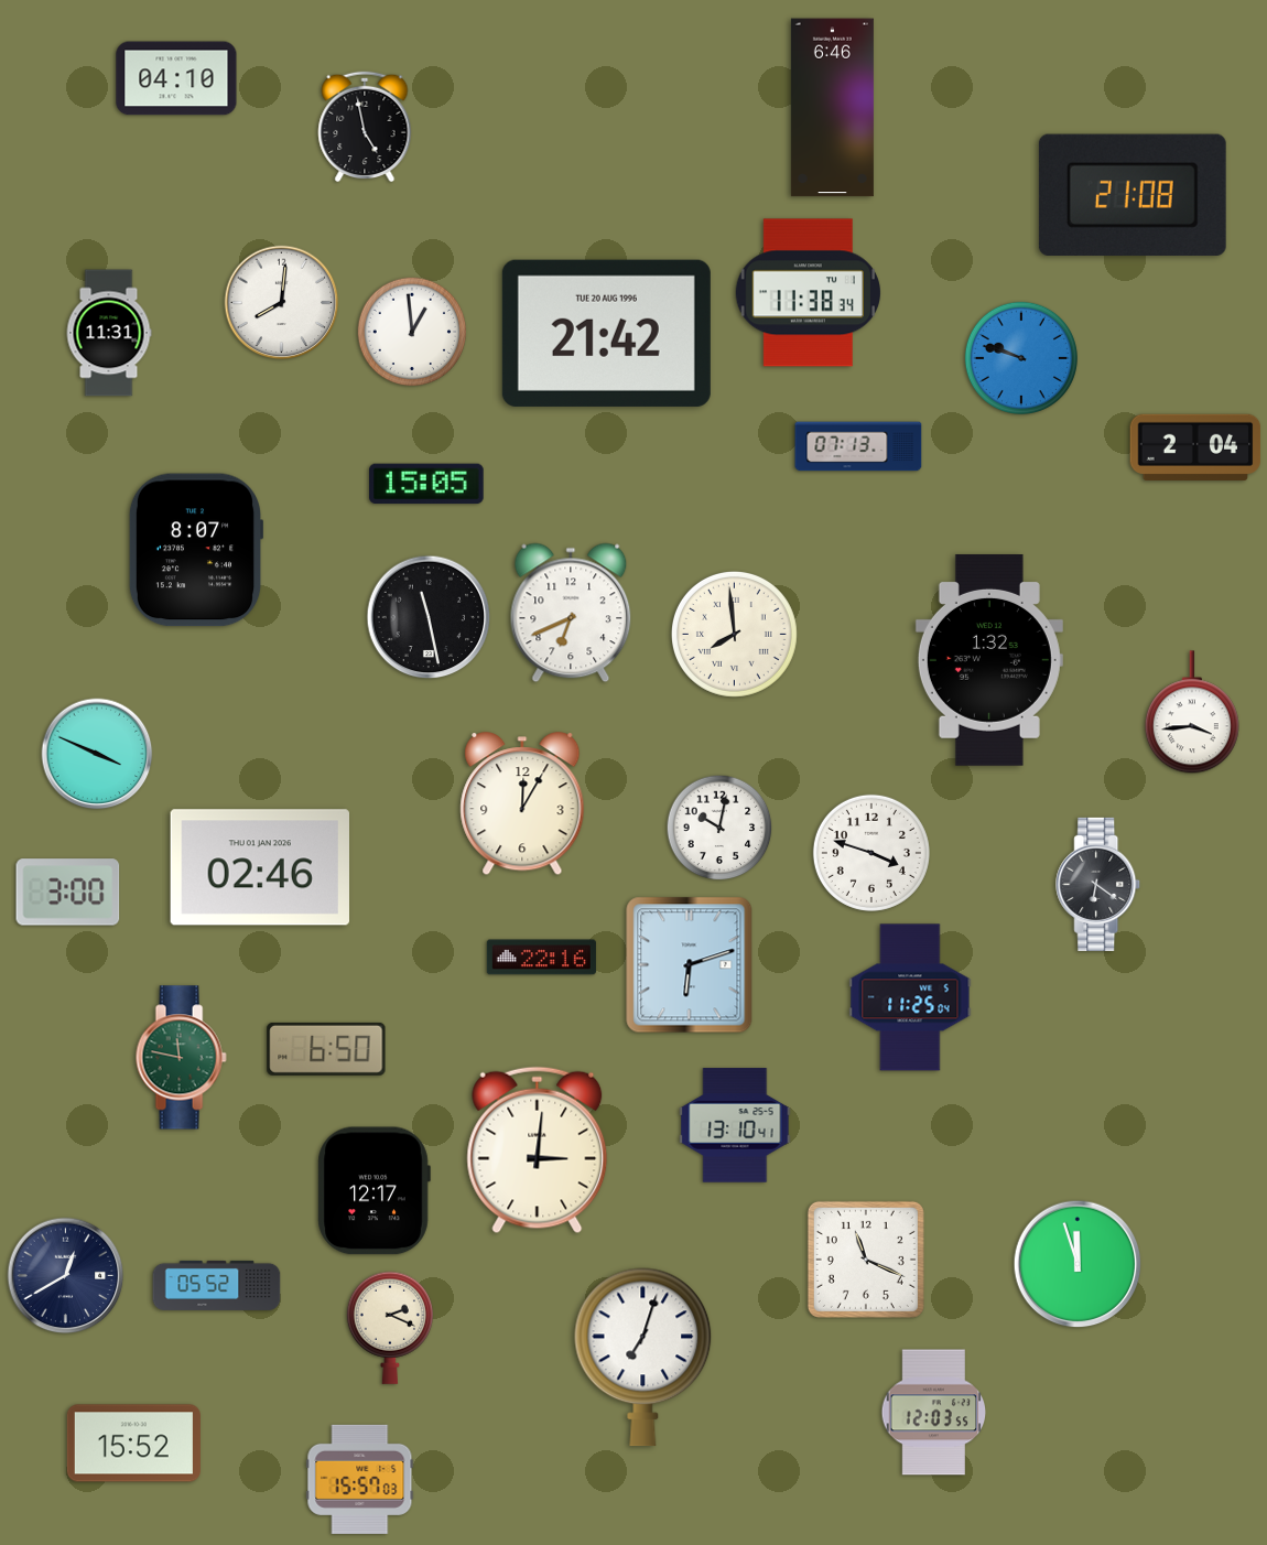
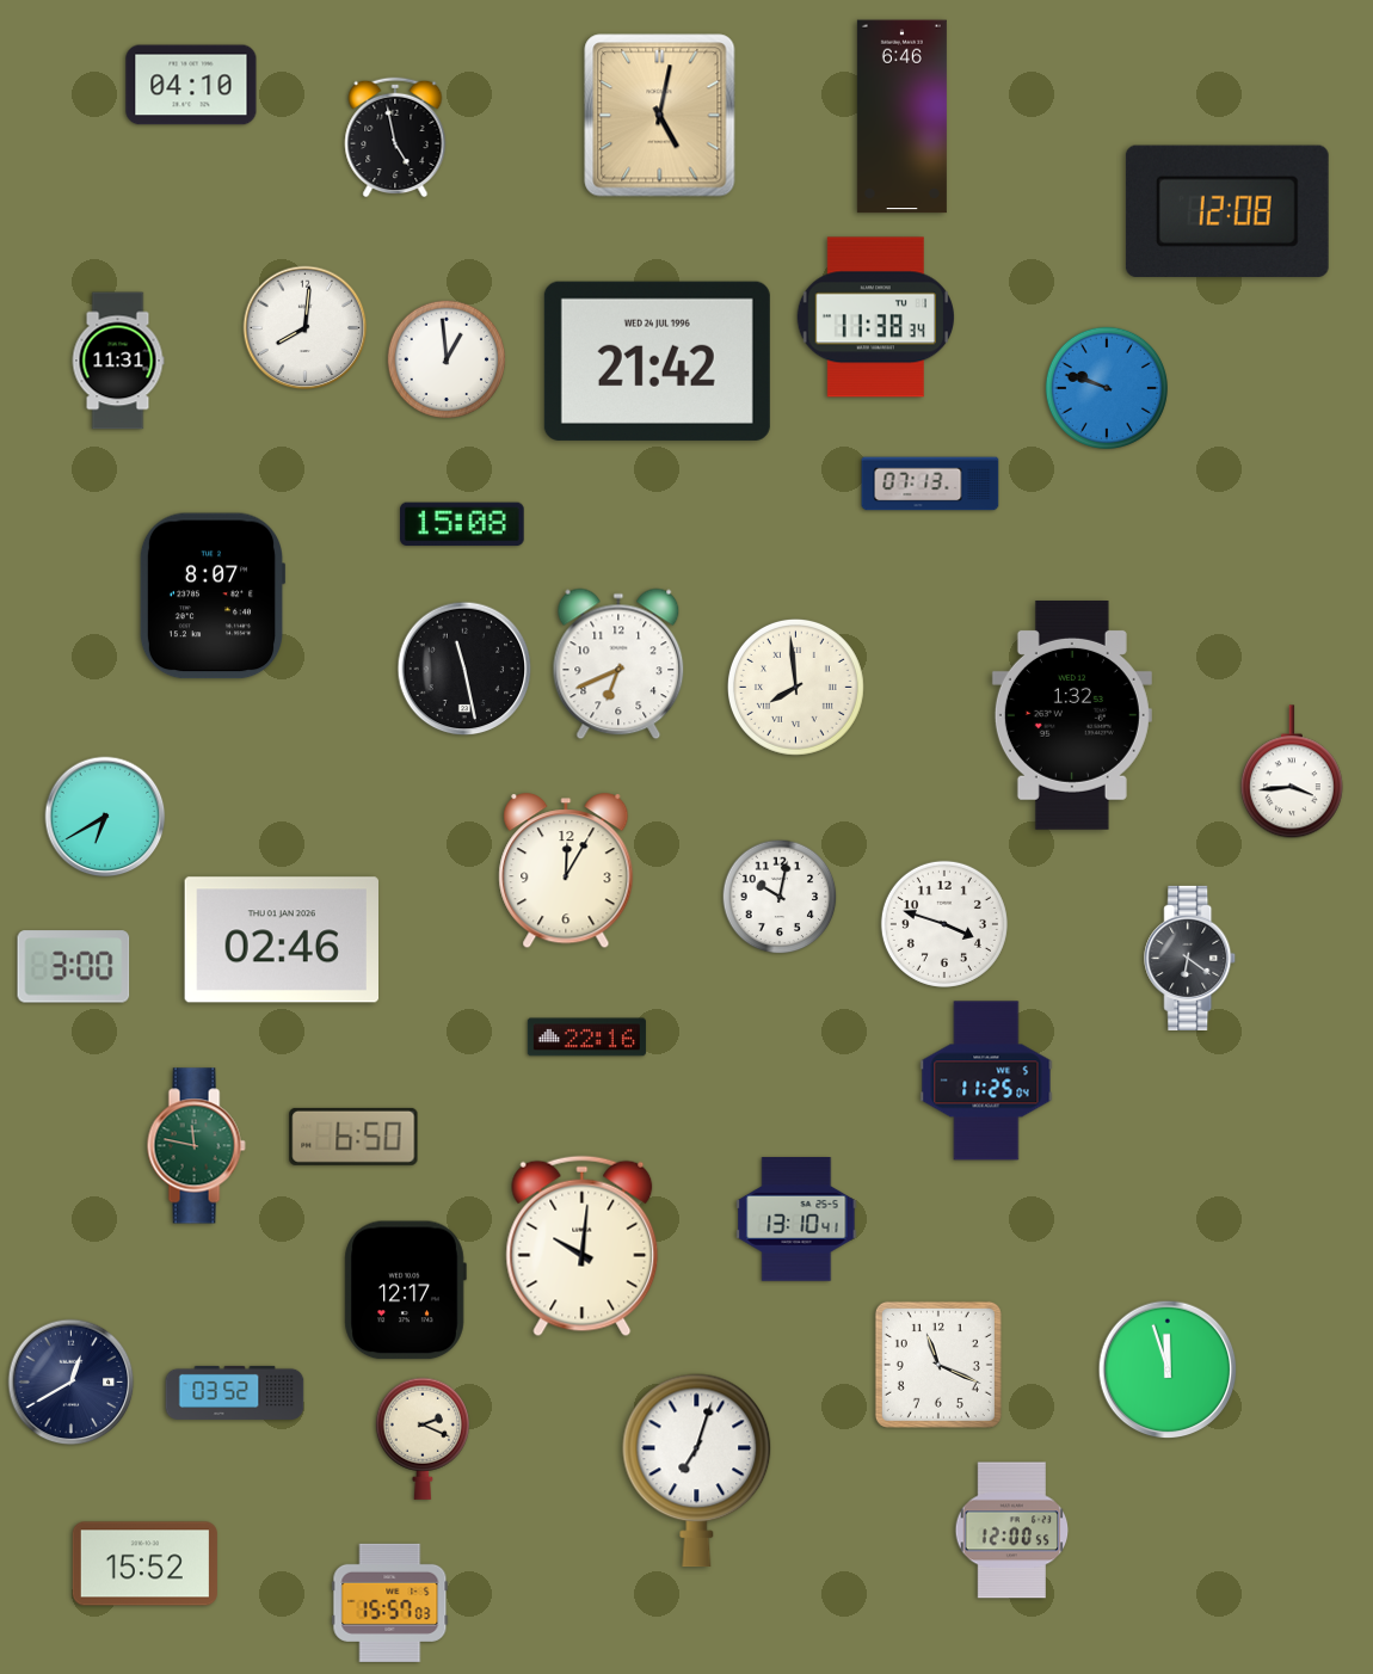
clock at (660, 116): none -> 5:02
clock at (1133, 195): 21:08 -> 12:08
clock at (606, 333) date: TUE 20 AUG 1996 -> WED 24 JUL 1996
clock at (1195, 446): 2:04 -> none
clock at (427, 484): 15:05 -> 15:08
clock at (97, 754): 3:49 -> 6:40
clock at (690, 965): 6:12 -> none
clock at (538, 1150): 3:01 -> 10:01
clock at (217, 1285): 05:52 -> 03:52
clock at (934, 1413): 12:03 -> 12:00
